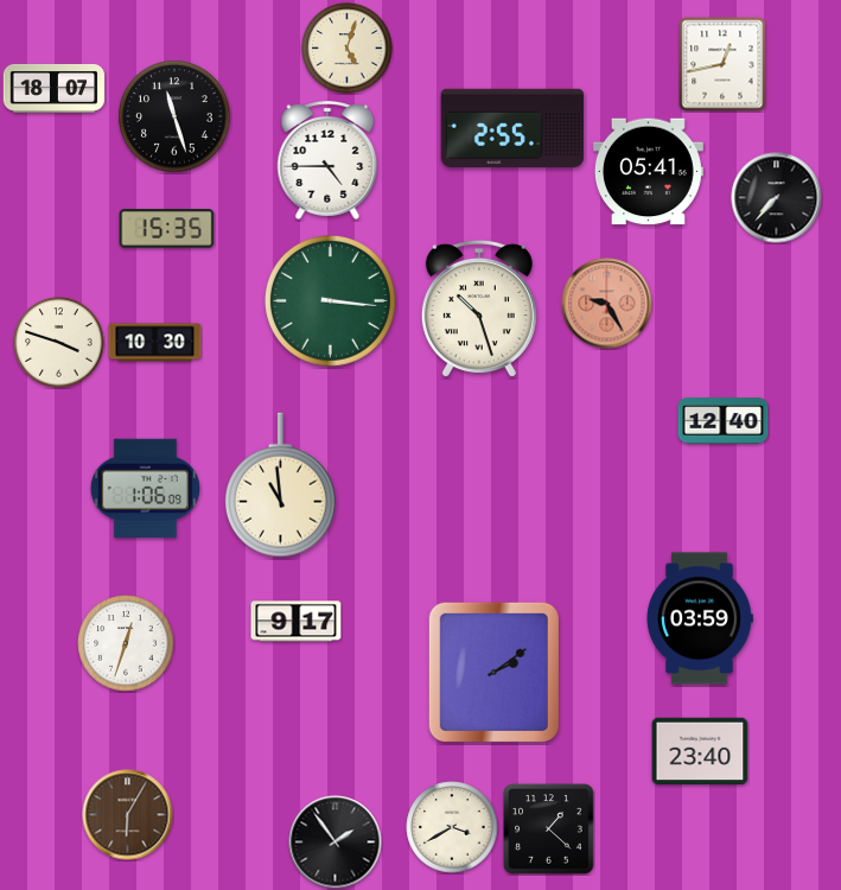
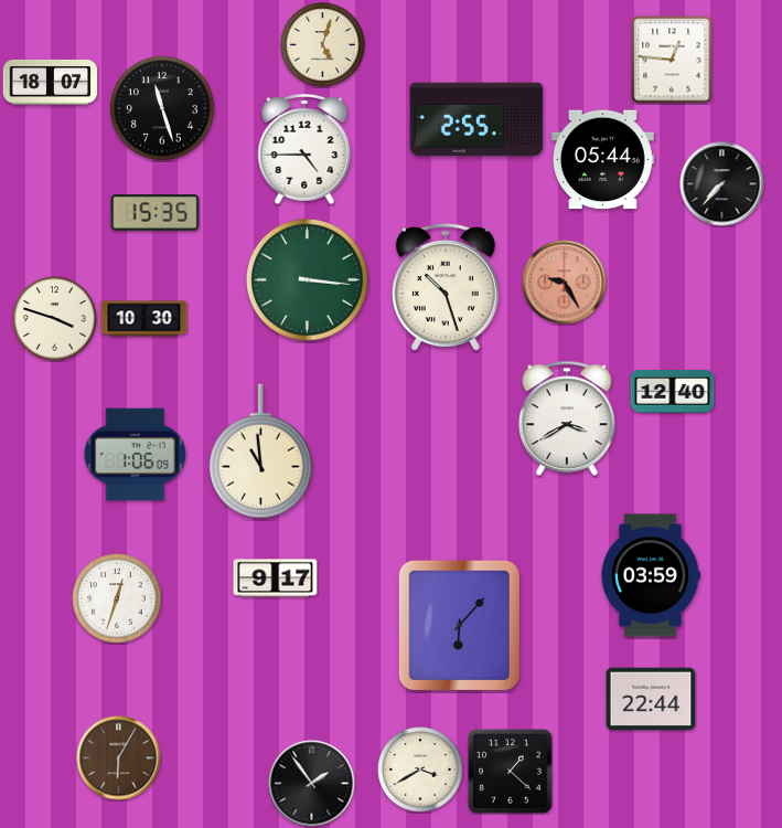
clock at (722, 64): 12:43 -> 12:46
clock at (648, 172): 05:41 -> 05:44
clock at (568, 418): none -> 3:40
clock at (493, 672): 2:09 -> 6:07
clock at (700, 751): 23:40 -> 22:44
